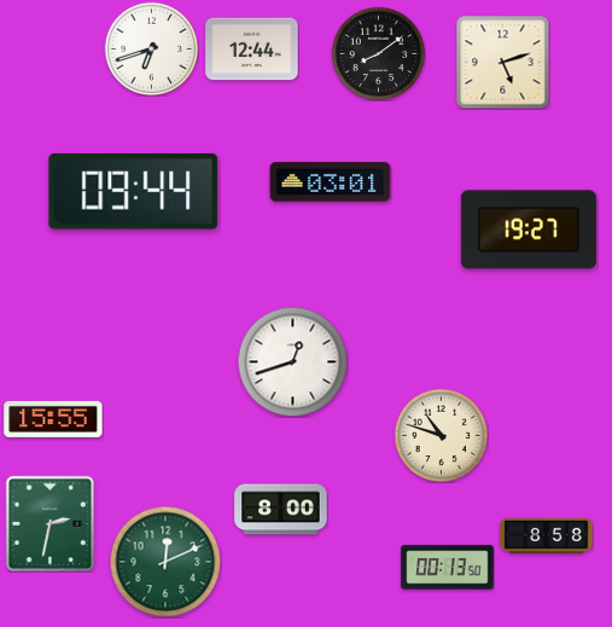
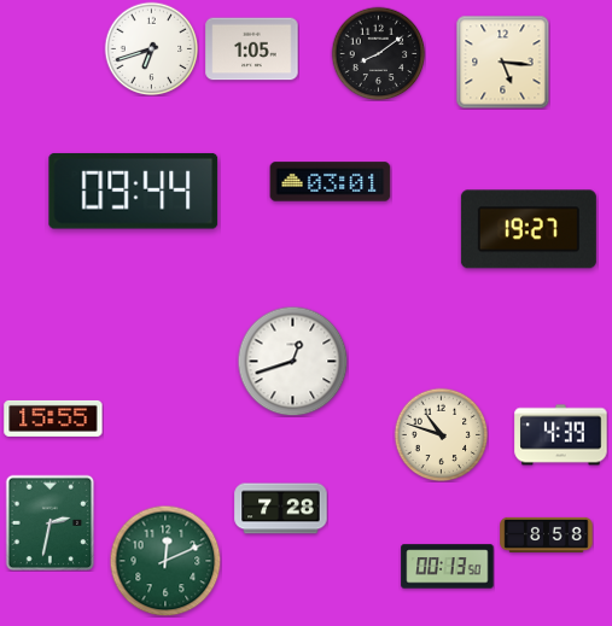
clock at (252, 50): 12:44 -> 1:05
clock at (502, 62): 5:12 -> 5:16
clock at (561, 435): none -> 4:39
clock at (281, 510): 8:00 -> 7:28
